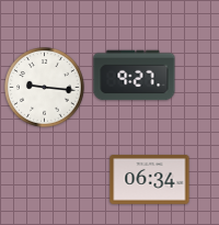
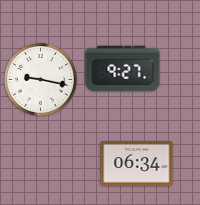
clock at (45, 88): 9:16 -> 9:17
